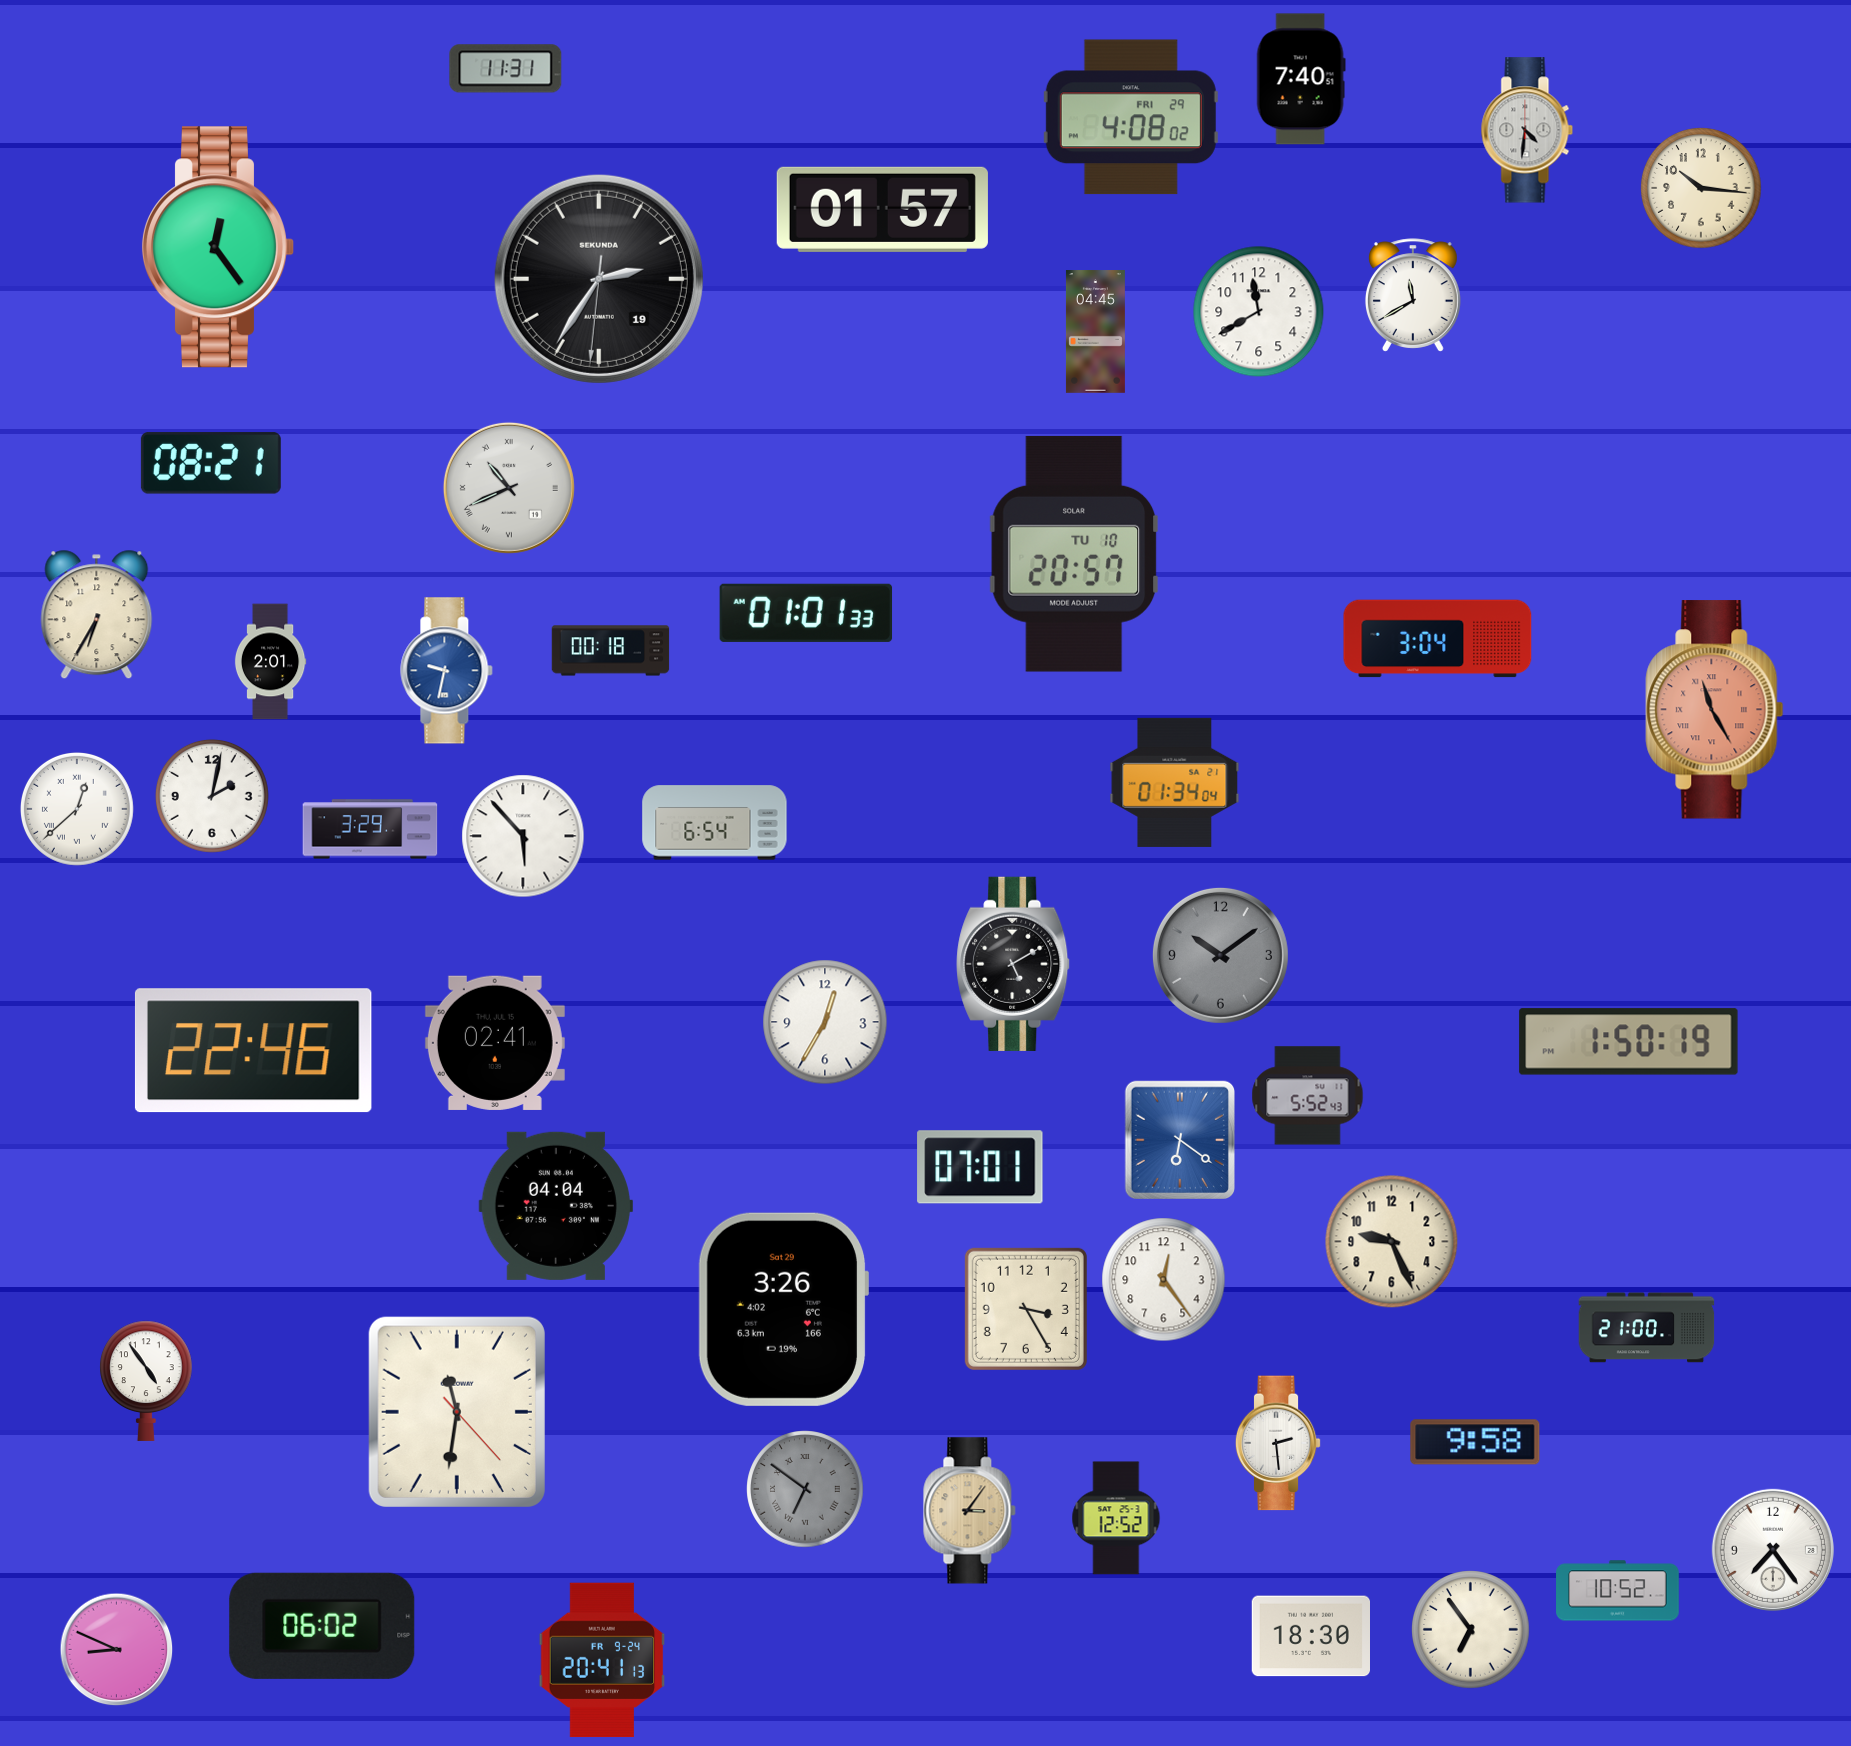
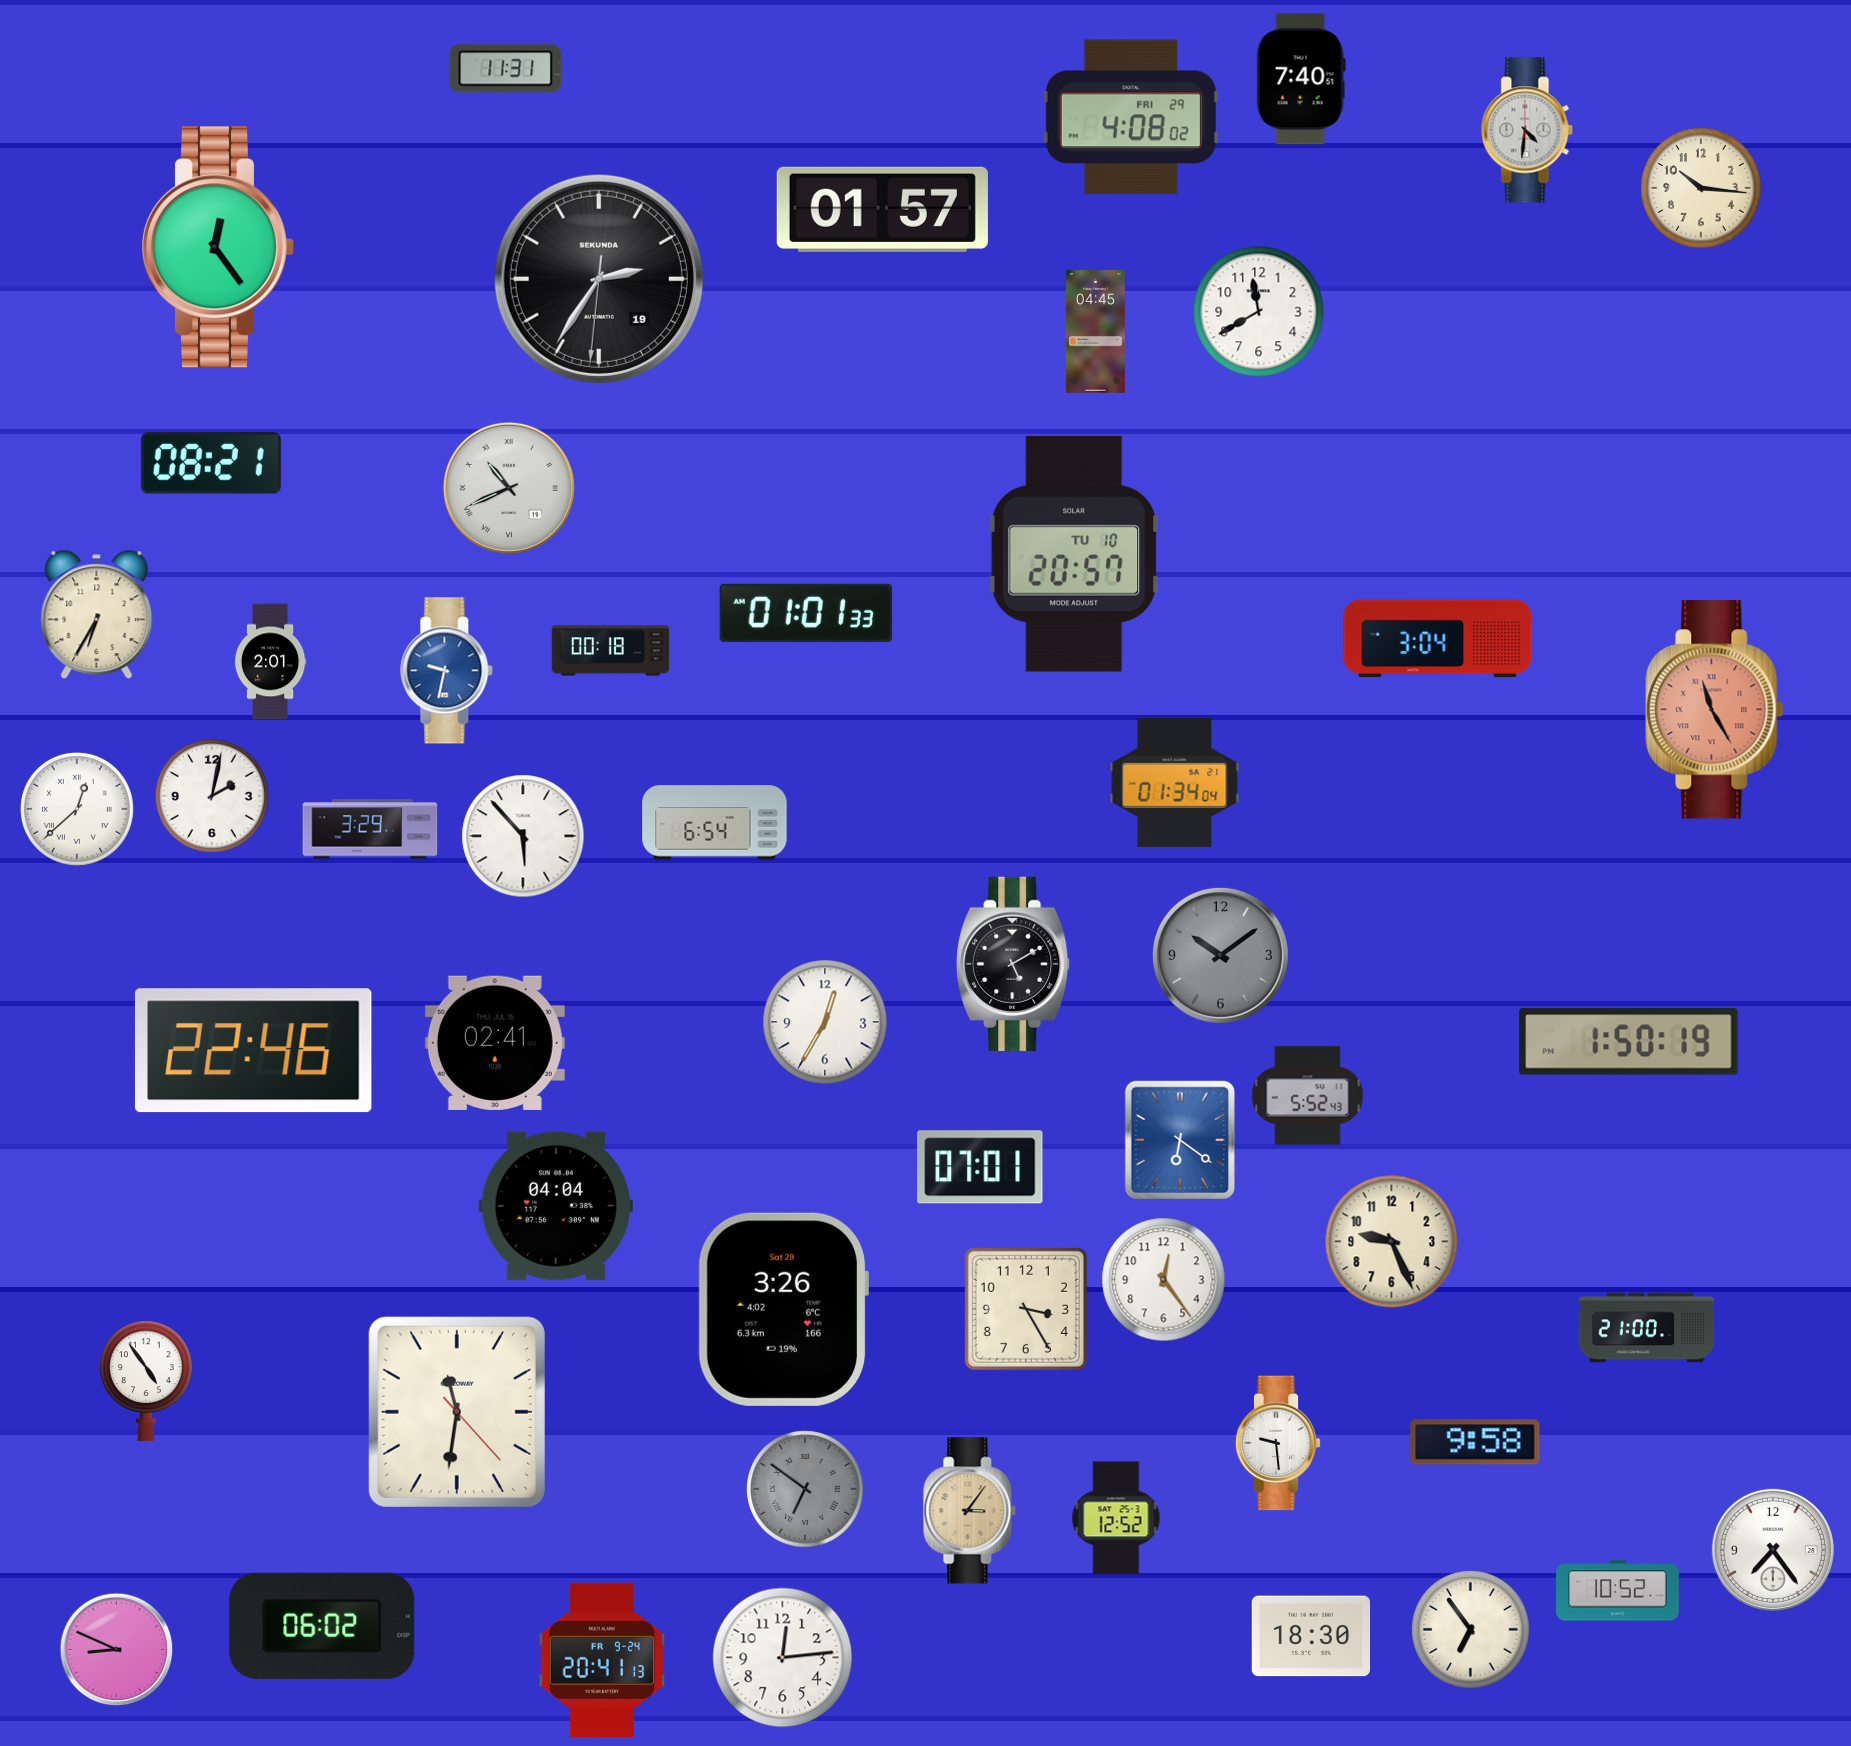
clock at (1413, 295): 11:40 -> none
clock at (1278, 1443): 2:29 -> 9:29
clock at (783, 1658): none -> 12:14
